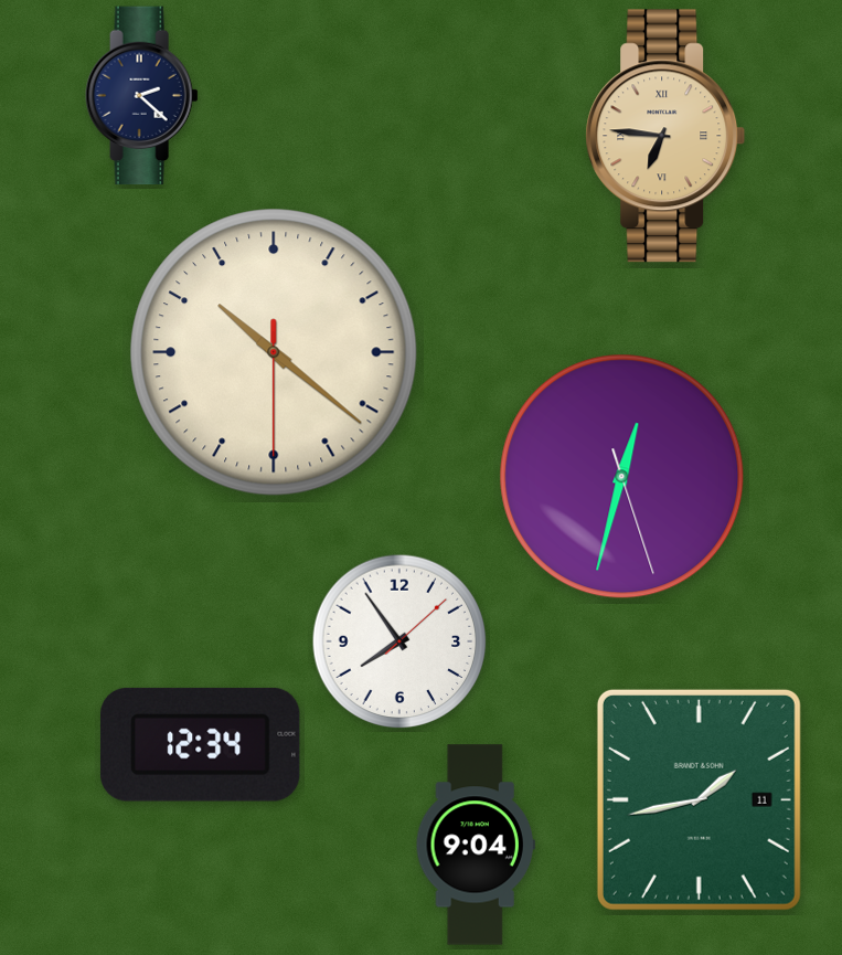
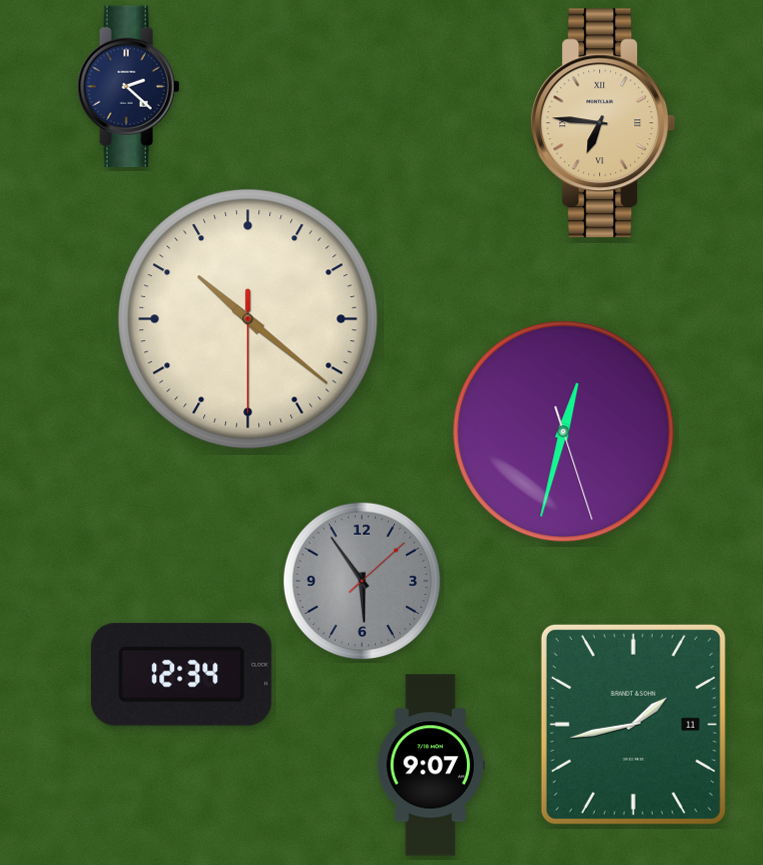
clock at (399, 641): 7:54 -> 5:54
clock at (399, 641) dial: white -> grey
clock at (476, 845): 9:04 -> 9:07
